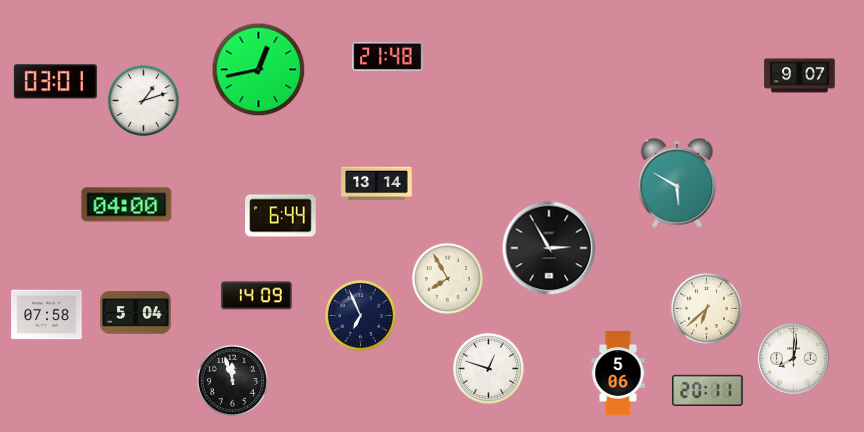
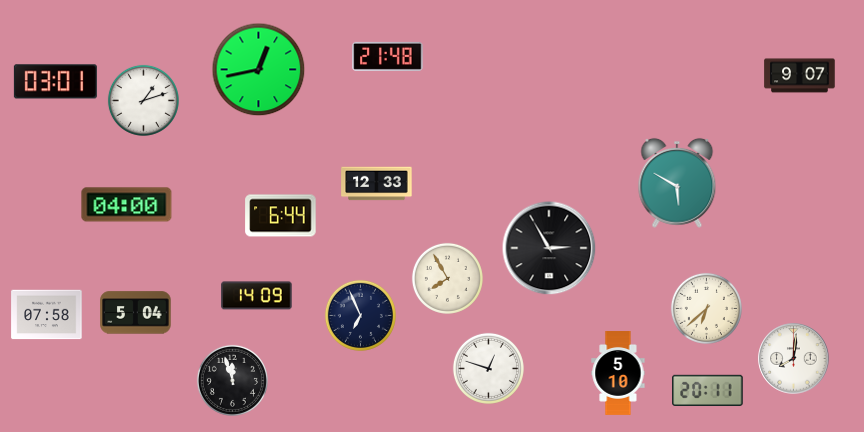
clock at (377, 184): 13:14 -> 12:33
clock at (618, 374): 5:06 -> 5:10
